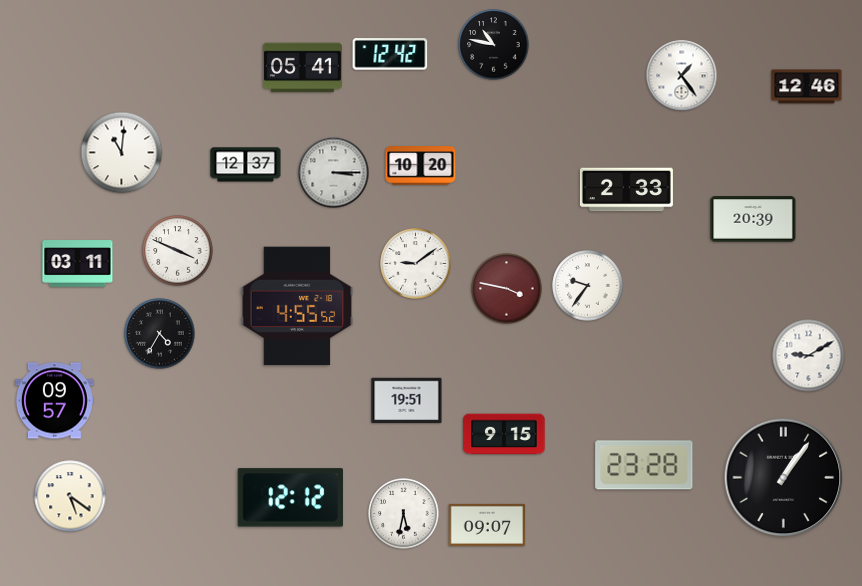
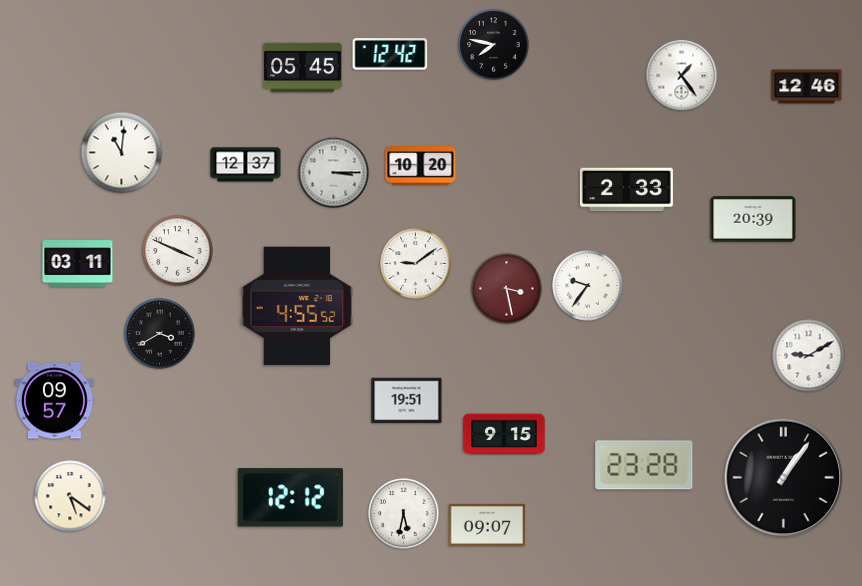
clock at (494, 45): 10:47 -> 7:47
clock at (302, 68): 05:41 -> 05:45
clock at (507, 289): 3:47 -> 3:28
clock at (160, 334): 4:35 -> 3:40
